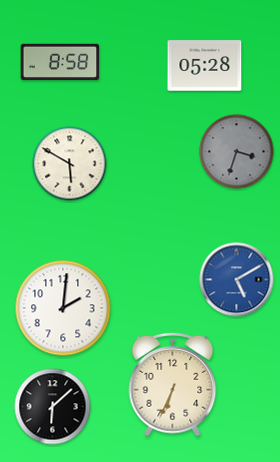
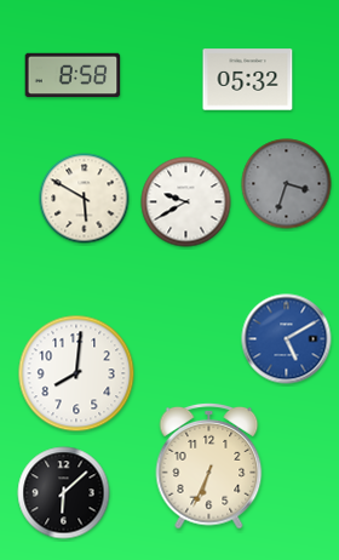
clock at (205, 66): 05:28 -> 05:32
clock at (186, 202): none -> 9:40
clock at (63, 308): 2:01 -> 8:01
